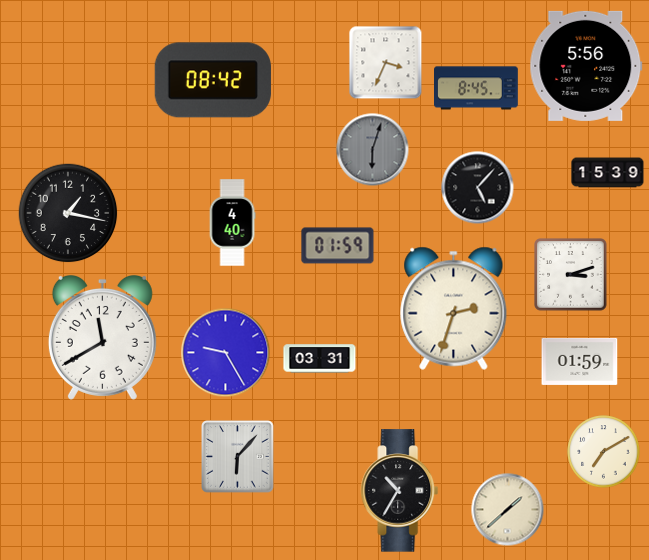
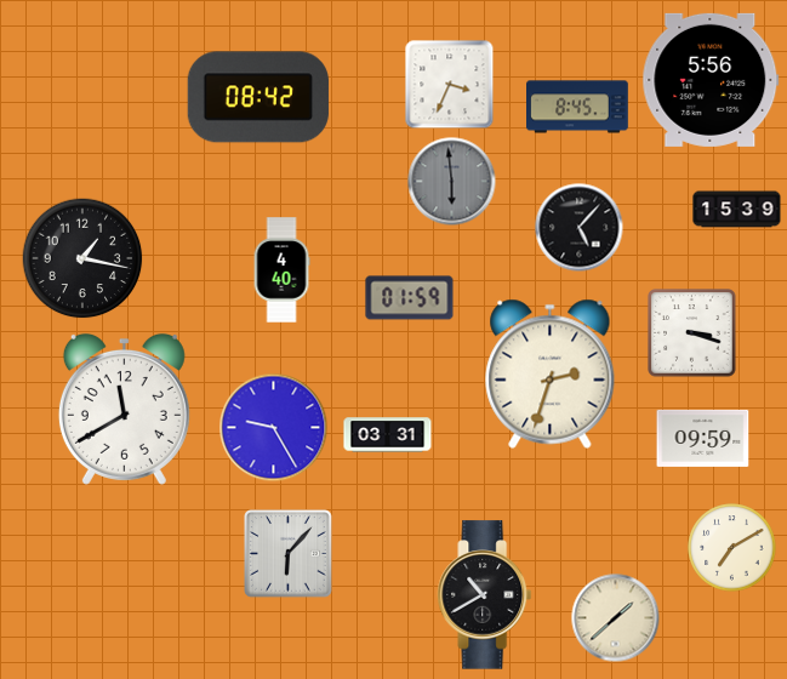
clock at (386, 63) position: (386, 63) -> (450, 85)
clock at (373, 150): 6:03 -> 5:59
clock at (571, 275): 3:12 -> 3:18
clock at (580, 361): 01:59 -> 09:59
clock at (400, 491): 10:35 -> 10:40
